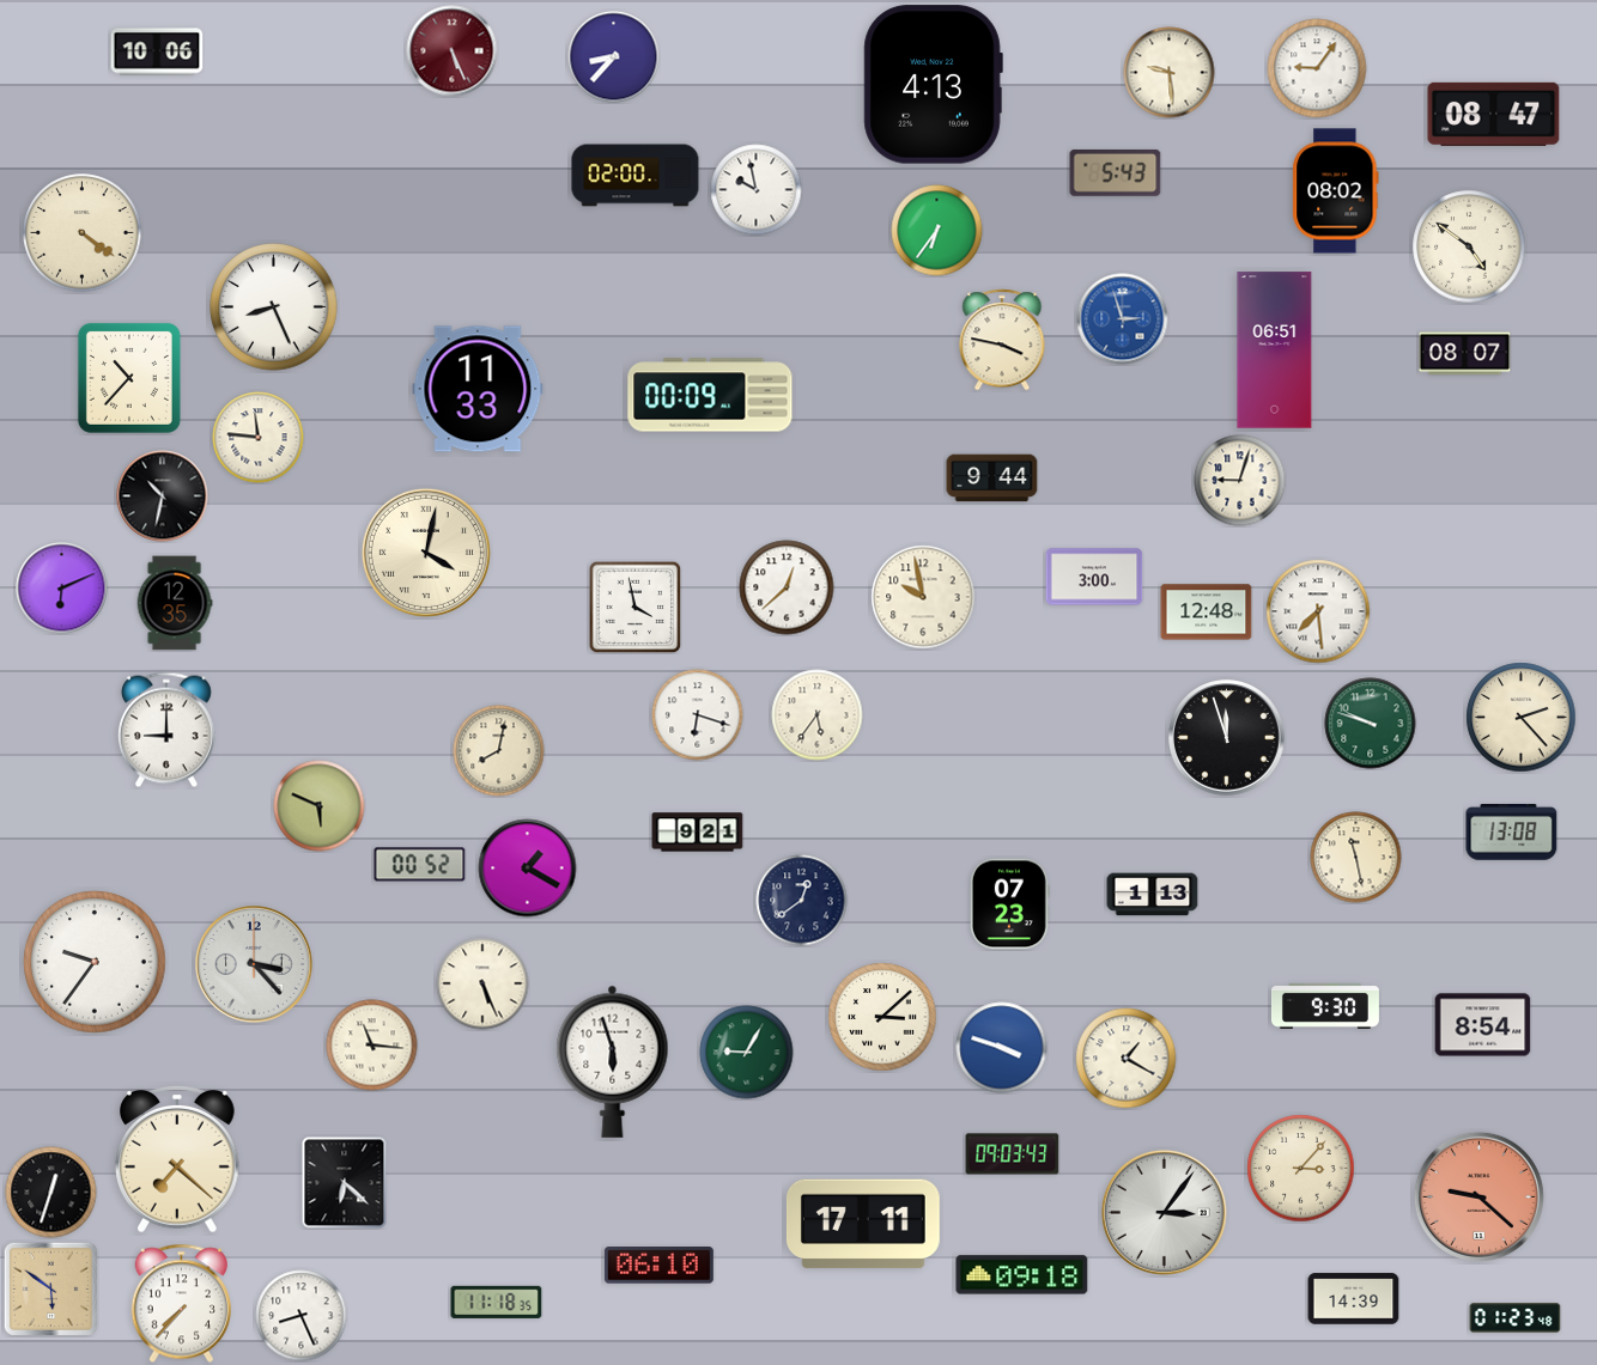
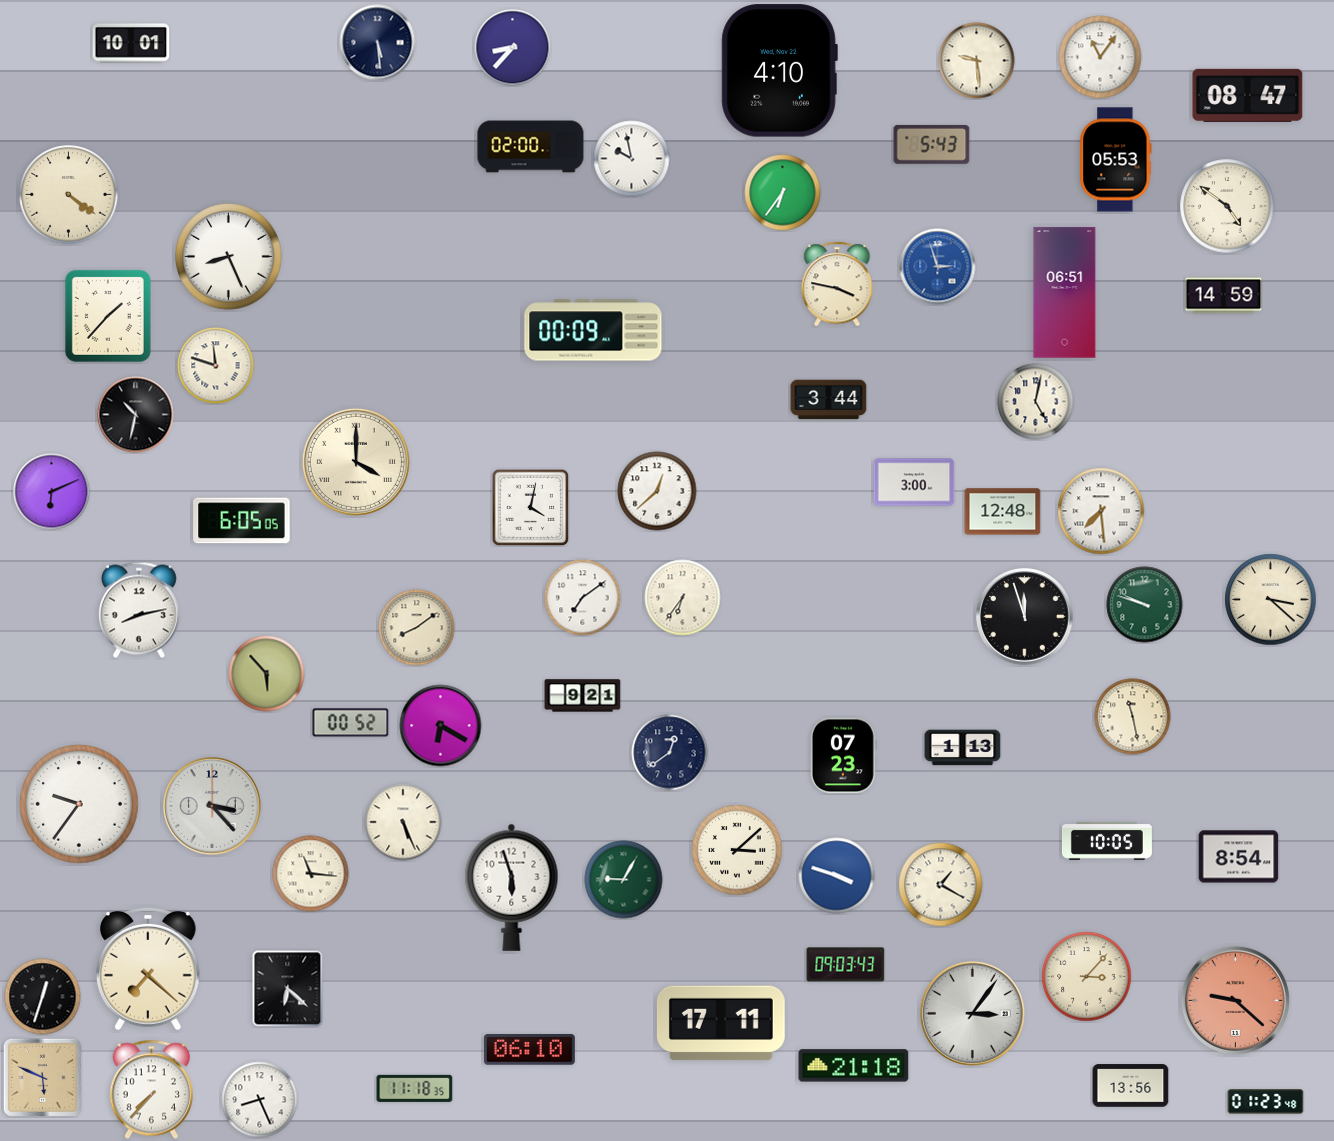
clock at (157, 51): 10:06 -> 10:01
clock at (453, 51): 5:26 -> 5:29
clock at (453, 51) dial: burgundy -> navy
clock at (1317, 68): 9:06 -> 11:06
clock at (933, 85): 4:13 -> 4:10
clock at (1336, 191): 08:02 -> 05:53
clock at (1465, 354): 08:07 -> 14:59
clock at (129, 378): 10:37 -> 1:37
clock at (478, 389): 11:33 -> none
clock at (259, 438): 11:46 -> 11:48
clock at (992, 479): 9:44 -> 3:44
clock at (1240, 481): 9:03 -> 5:02
clock at (426, 553): 4:02 -> 4:00
clock at (923, 597): 9:58 -> none
clock at (175, 603): 12:35 -> none
clock at (634, 607): 3:58 -> 4:02
clock at (1207, 613) position: (1207, 613) -> (1003, 512)
clock at (242, 521): none -> 6:05
clock at (698, 715): 6:18 -> 7:09
clock at (818, 715): 5:36 -> 6:36
clock at (1522, 718): 2:23 -> 3:22
clock at (166, 730): 9:00 -> 8:13
clock at (499, 751): 8:02 -> 8:09
clock at (320, 806): 5:49 -> 5:53
clock at (1512, 833): 13:08 -> none
clock at (528, 869): 1:20 -> 6:20
clock at (1325, 1006): 9:30 -> 10:05
clock at (658, 1266) position: (658, 1266) -> (529, 1050)
clock at (1022, 1275): 09:18 -> 21:18
clock at (50, 1288): 5:51 -> 5:49
clock at (1354, 1299): 14:39 -> 13:56
clock at (302, 1316) position: (302, 1316) -> (260, 1100)
